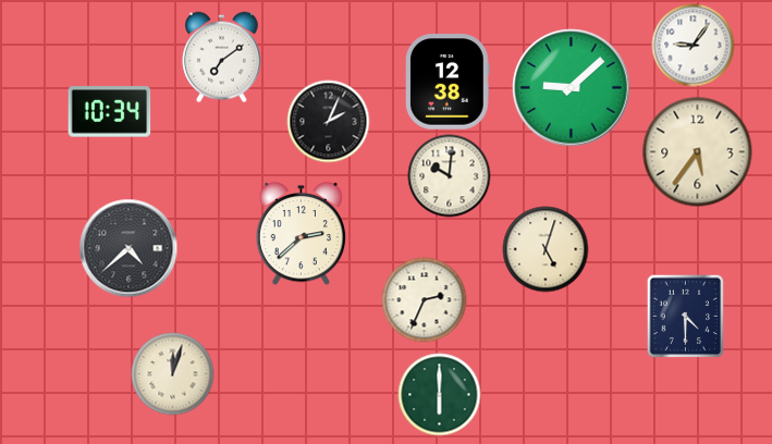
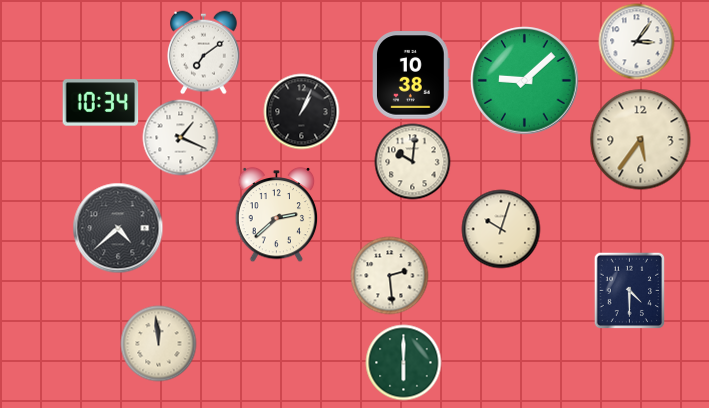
clock at (694, 46): 9:06 -> 3:06
clock at (449, 82): 12:38 -> 10:38
clock at (329, 122): 2:04 -> 1:04
clock at (181, 138): none -> 1:19
clock at (546, 249): 5:03 -> 10:03
clock at (425, 300): 2:34 -> 2:29
clock at (173, 374): 12:03 -> 11:59
